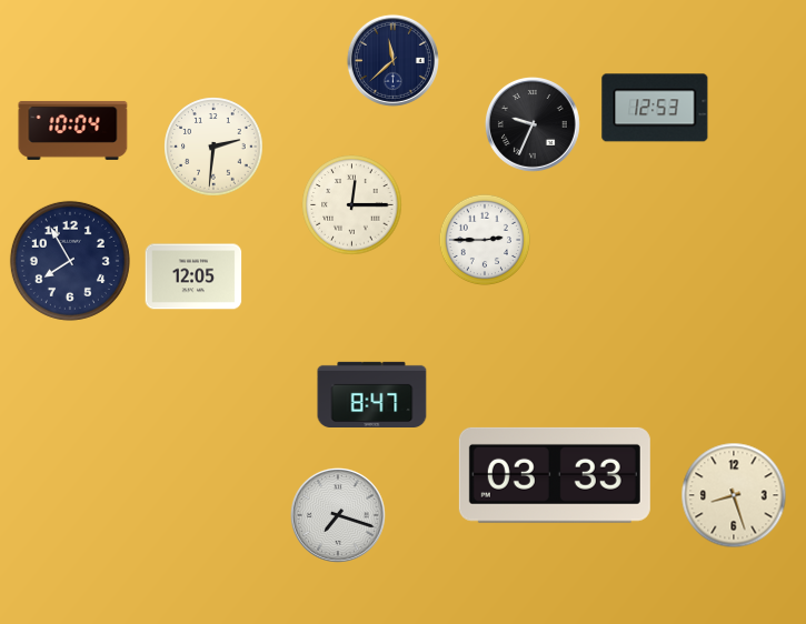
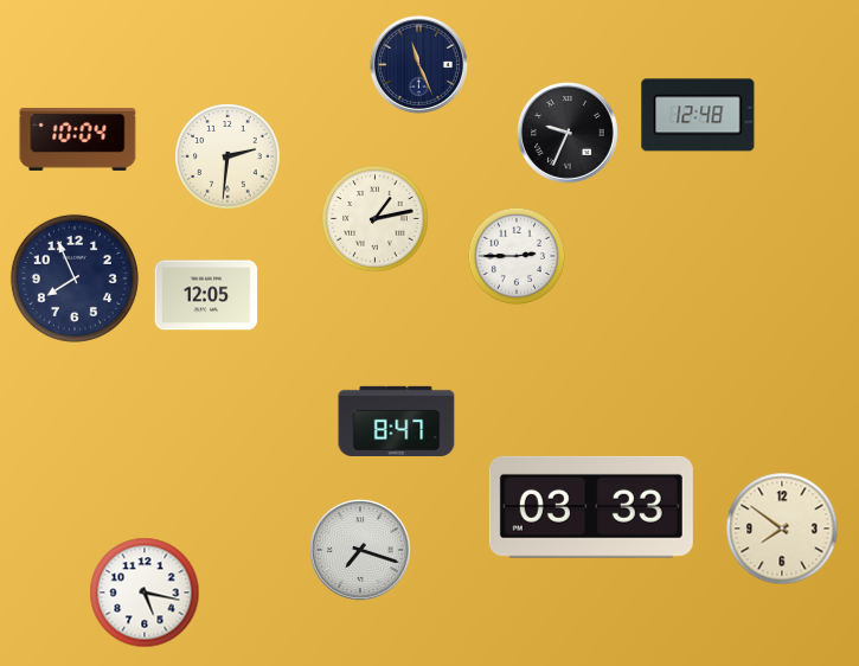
clock at (392, 60): 11:38 -> 11:26
clock at (655, 108): 12:53 -> 12:48
clock at (352, 205): 12:15 -> 1:13
clock at (70, 261): 7:55 -> 7:56
clock at (734, 495): 8:27 -> 7:51
clock at (145, 593): none -> 5:17
